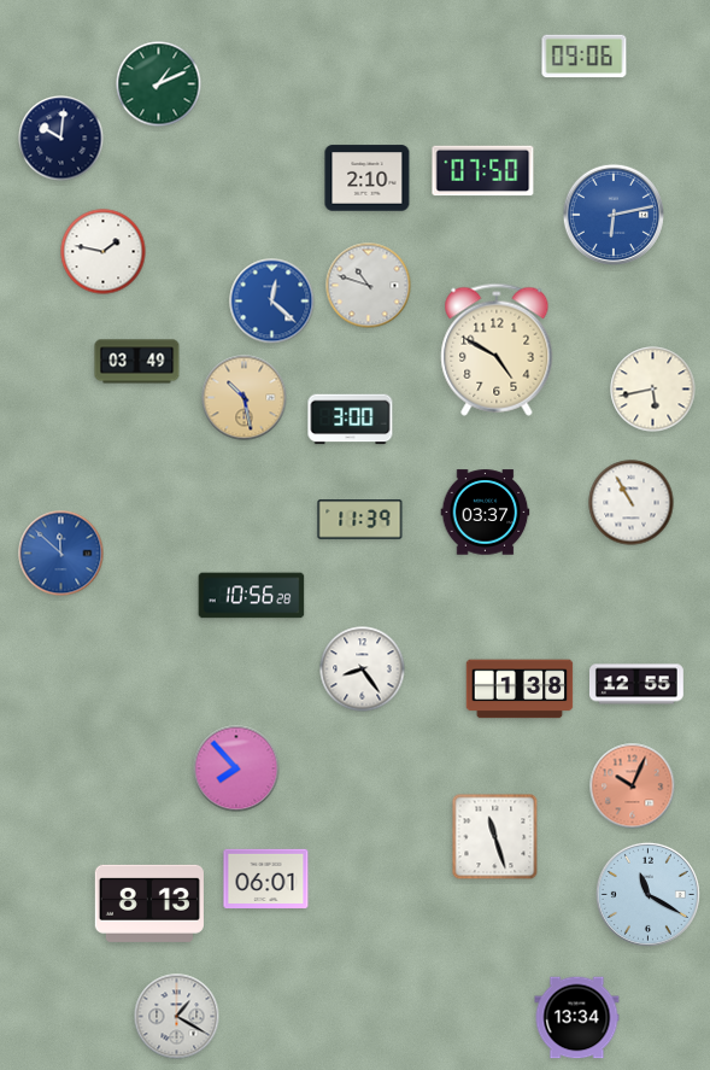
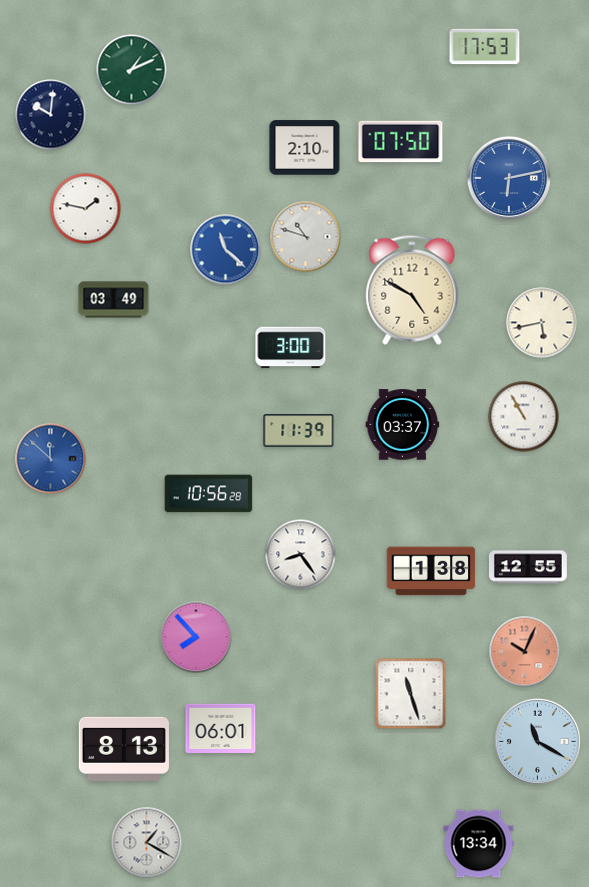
clock at (585, 57): 09:06 -> 17:53
clock at (272, 302): 12:22 -> 11:22
clock at (245, 398): 10:28 -> none
